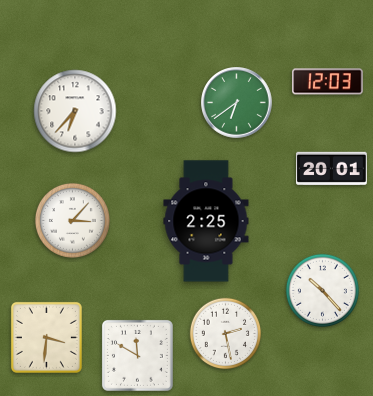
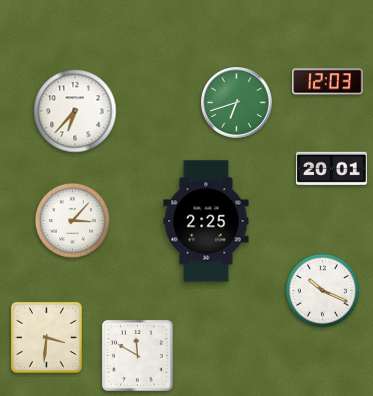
clock at (237, 103): 6:39 -> 6:42
clock at (322, 290): 10:23 -> 10:19
clock at (226, 334): 2:28 -> none
